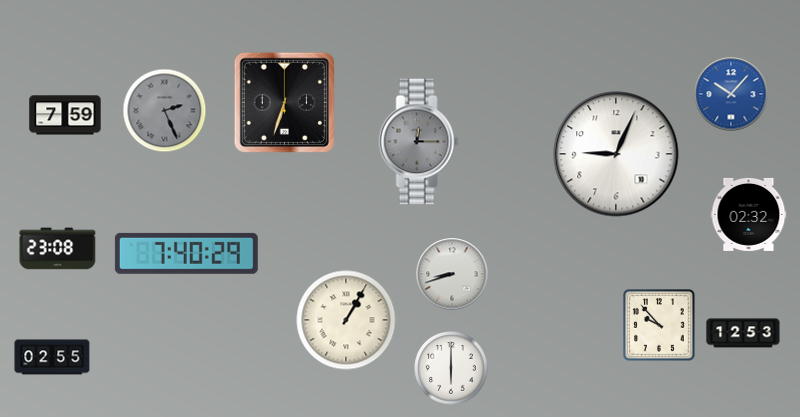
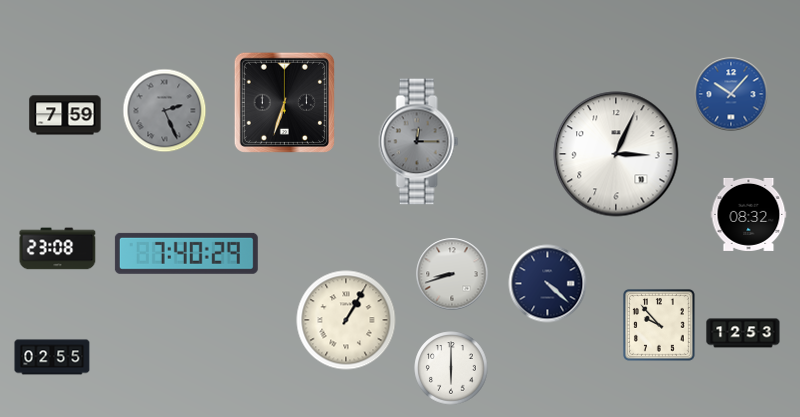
clock at (616, 154): 9:04 -> 3:04
clock at (749, 214): 02:32 -> 08:32
clock at (548, 284): none -> 4:22
